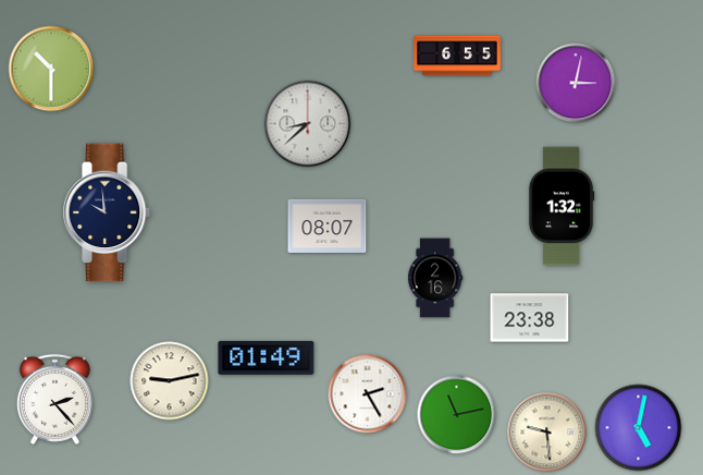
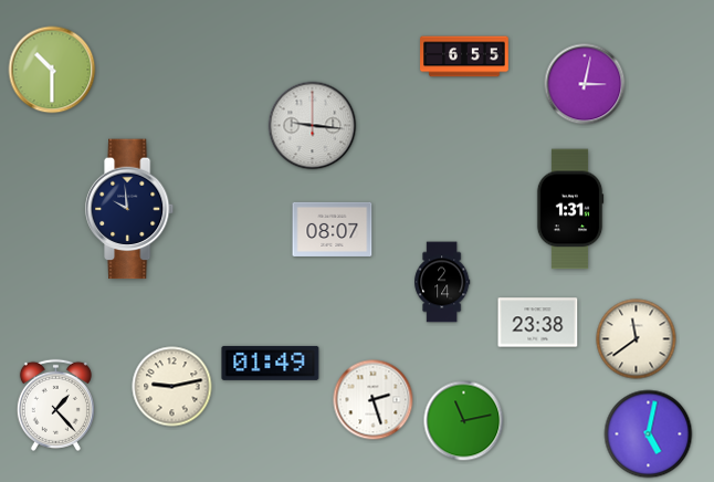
clock at (308, 124): 8:38 -> 9:16
clock at (562, 206): 1:32 -> 1:31
clock at (108, 212) position: (108, 212) -> (130, 209)
clock at (435, 278): 2:16 -> 2:14
clock at (637, 339): none -> 11:39
clock at (368, 394): 2:25 -> 2:27
clock at (54, 399): 2:23 -> 1:23
clock at (547, 433): 9:29 -> none
